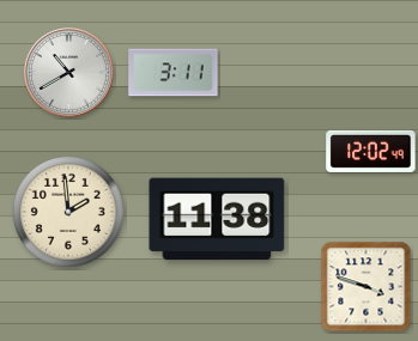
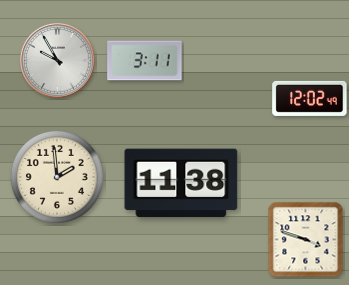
clock at (69, 73): 10:40 -> 9:55
clock at (371, 151) position: (371, 151) -> (310, 98)
